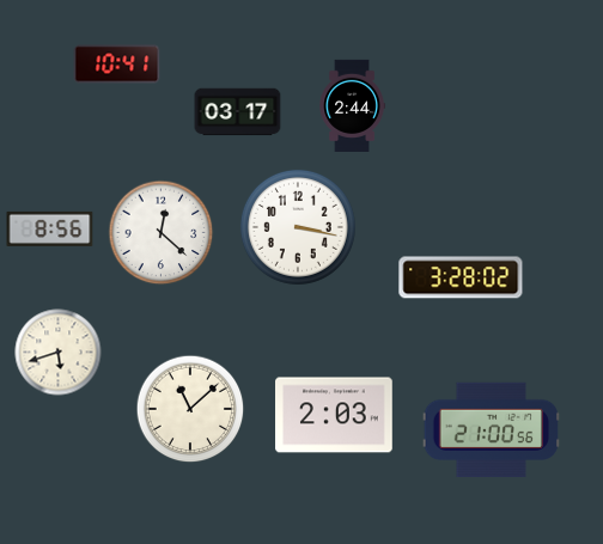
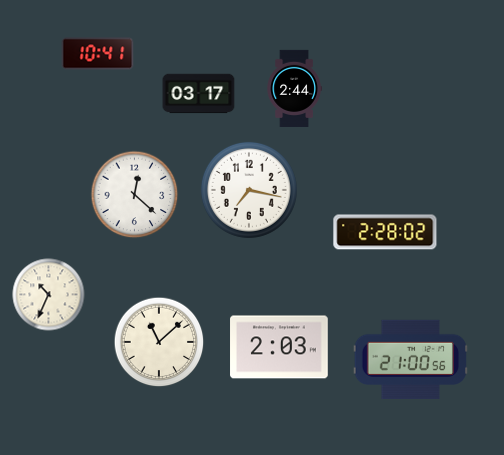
clock at (298, 227): 3:17 -> 7:17
clock at (50, 228): 8:56 -> none
clock at (461, 277): 3:28 -> 2:28
clock at (59, 353): 5:42 -> 10:34
